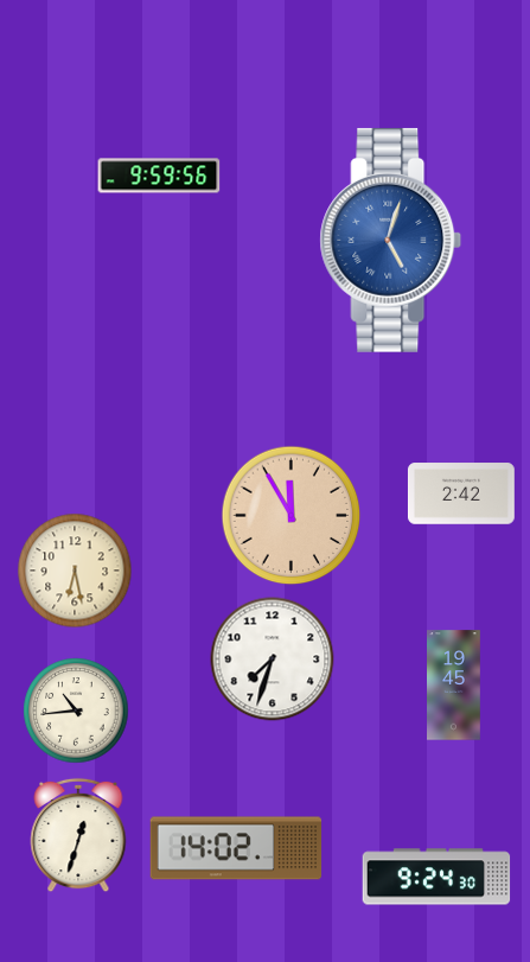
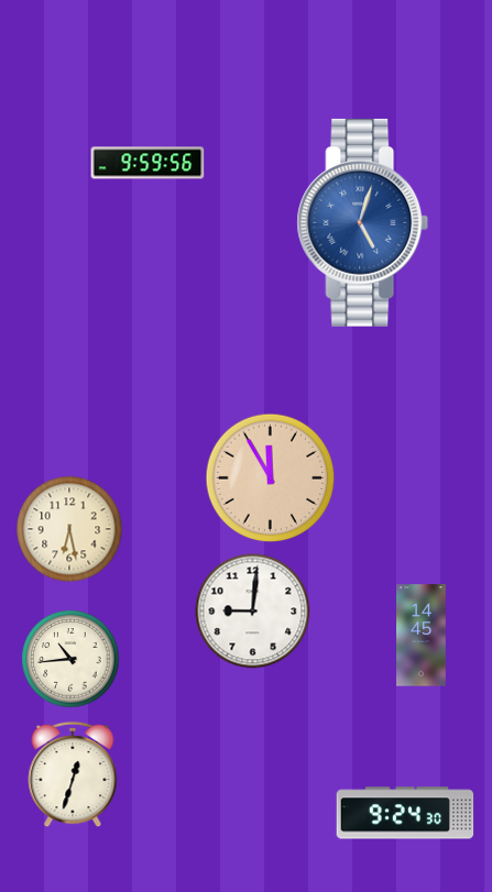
clock at (461, 493): 2:42 -> none
clock at (273, 660): 7:33 -> 9:01
clock at (454, 686): 19:45 -> 14:45
clock at (236, 848): 14:02 -> none
